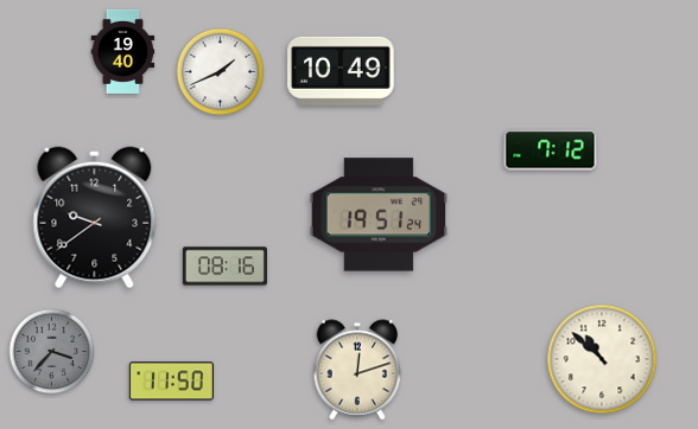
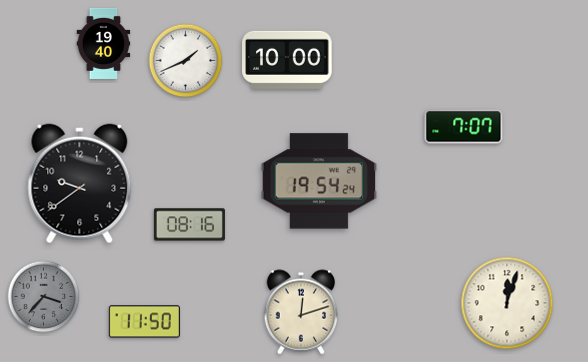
clock at (341, 71): 10:49 -> 10:00
clock at (551, 151): 7:12 -> 7:07
clock at (379, 214): 19:51 -> 19:54
clock at (602, 359): 10:52 -> 12:03
